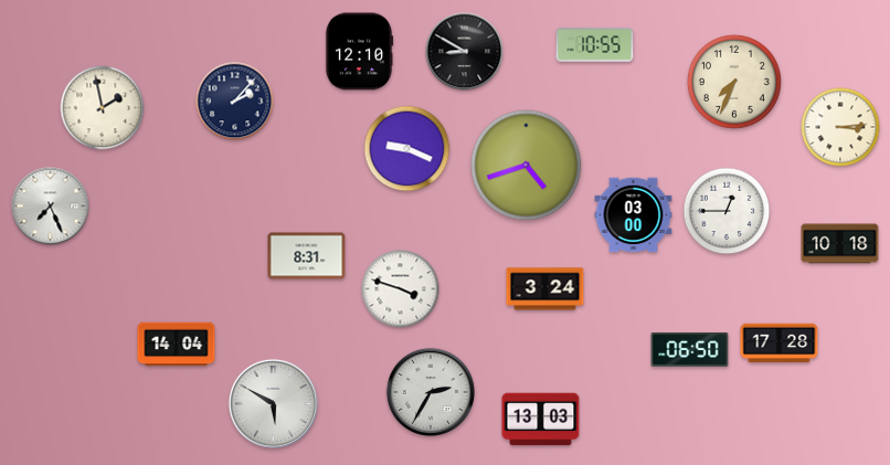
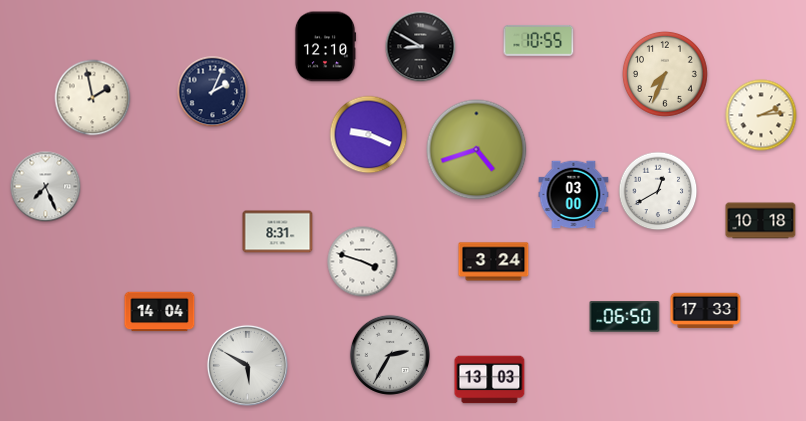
clock at (235, 102): 2:07 -> 2:04
clock at (840, 127): 3:14 -> 2:14
clock at (727, 211): 12:45 -> 12:40
clock at (780, 344): 17:28 -> 17:33
